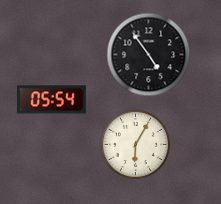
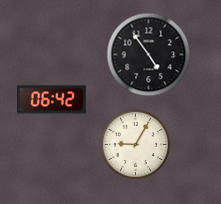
clock at (51, 100): 05:54 -> 06:42
clock at (135, 144): 6:05 -> 9:05
